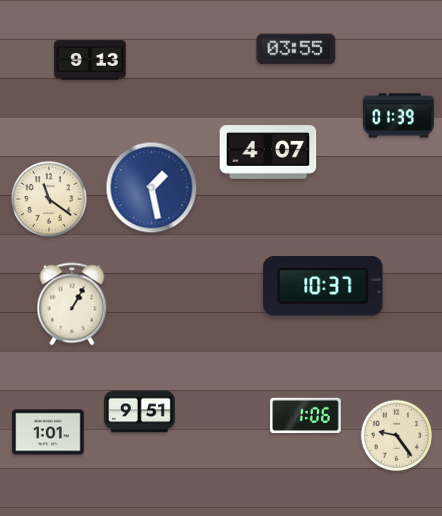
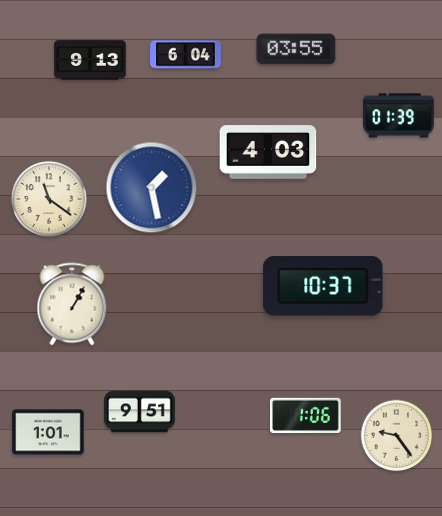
clock at (186, 55): none -> 6:04
clock at (268, 152): 4:07 -> 4:03
